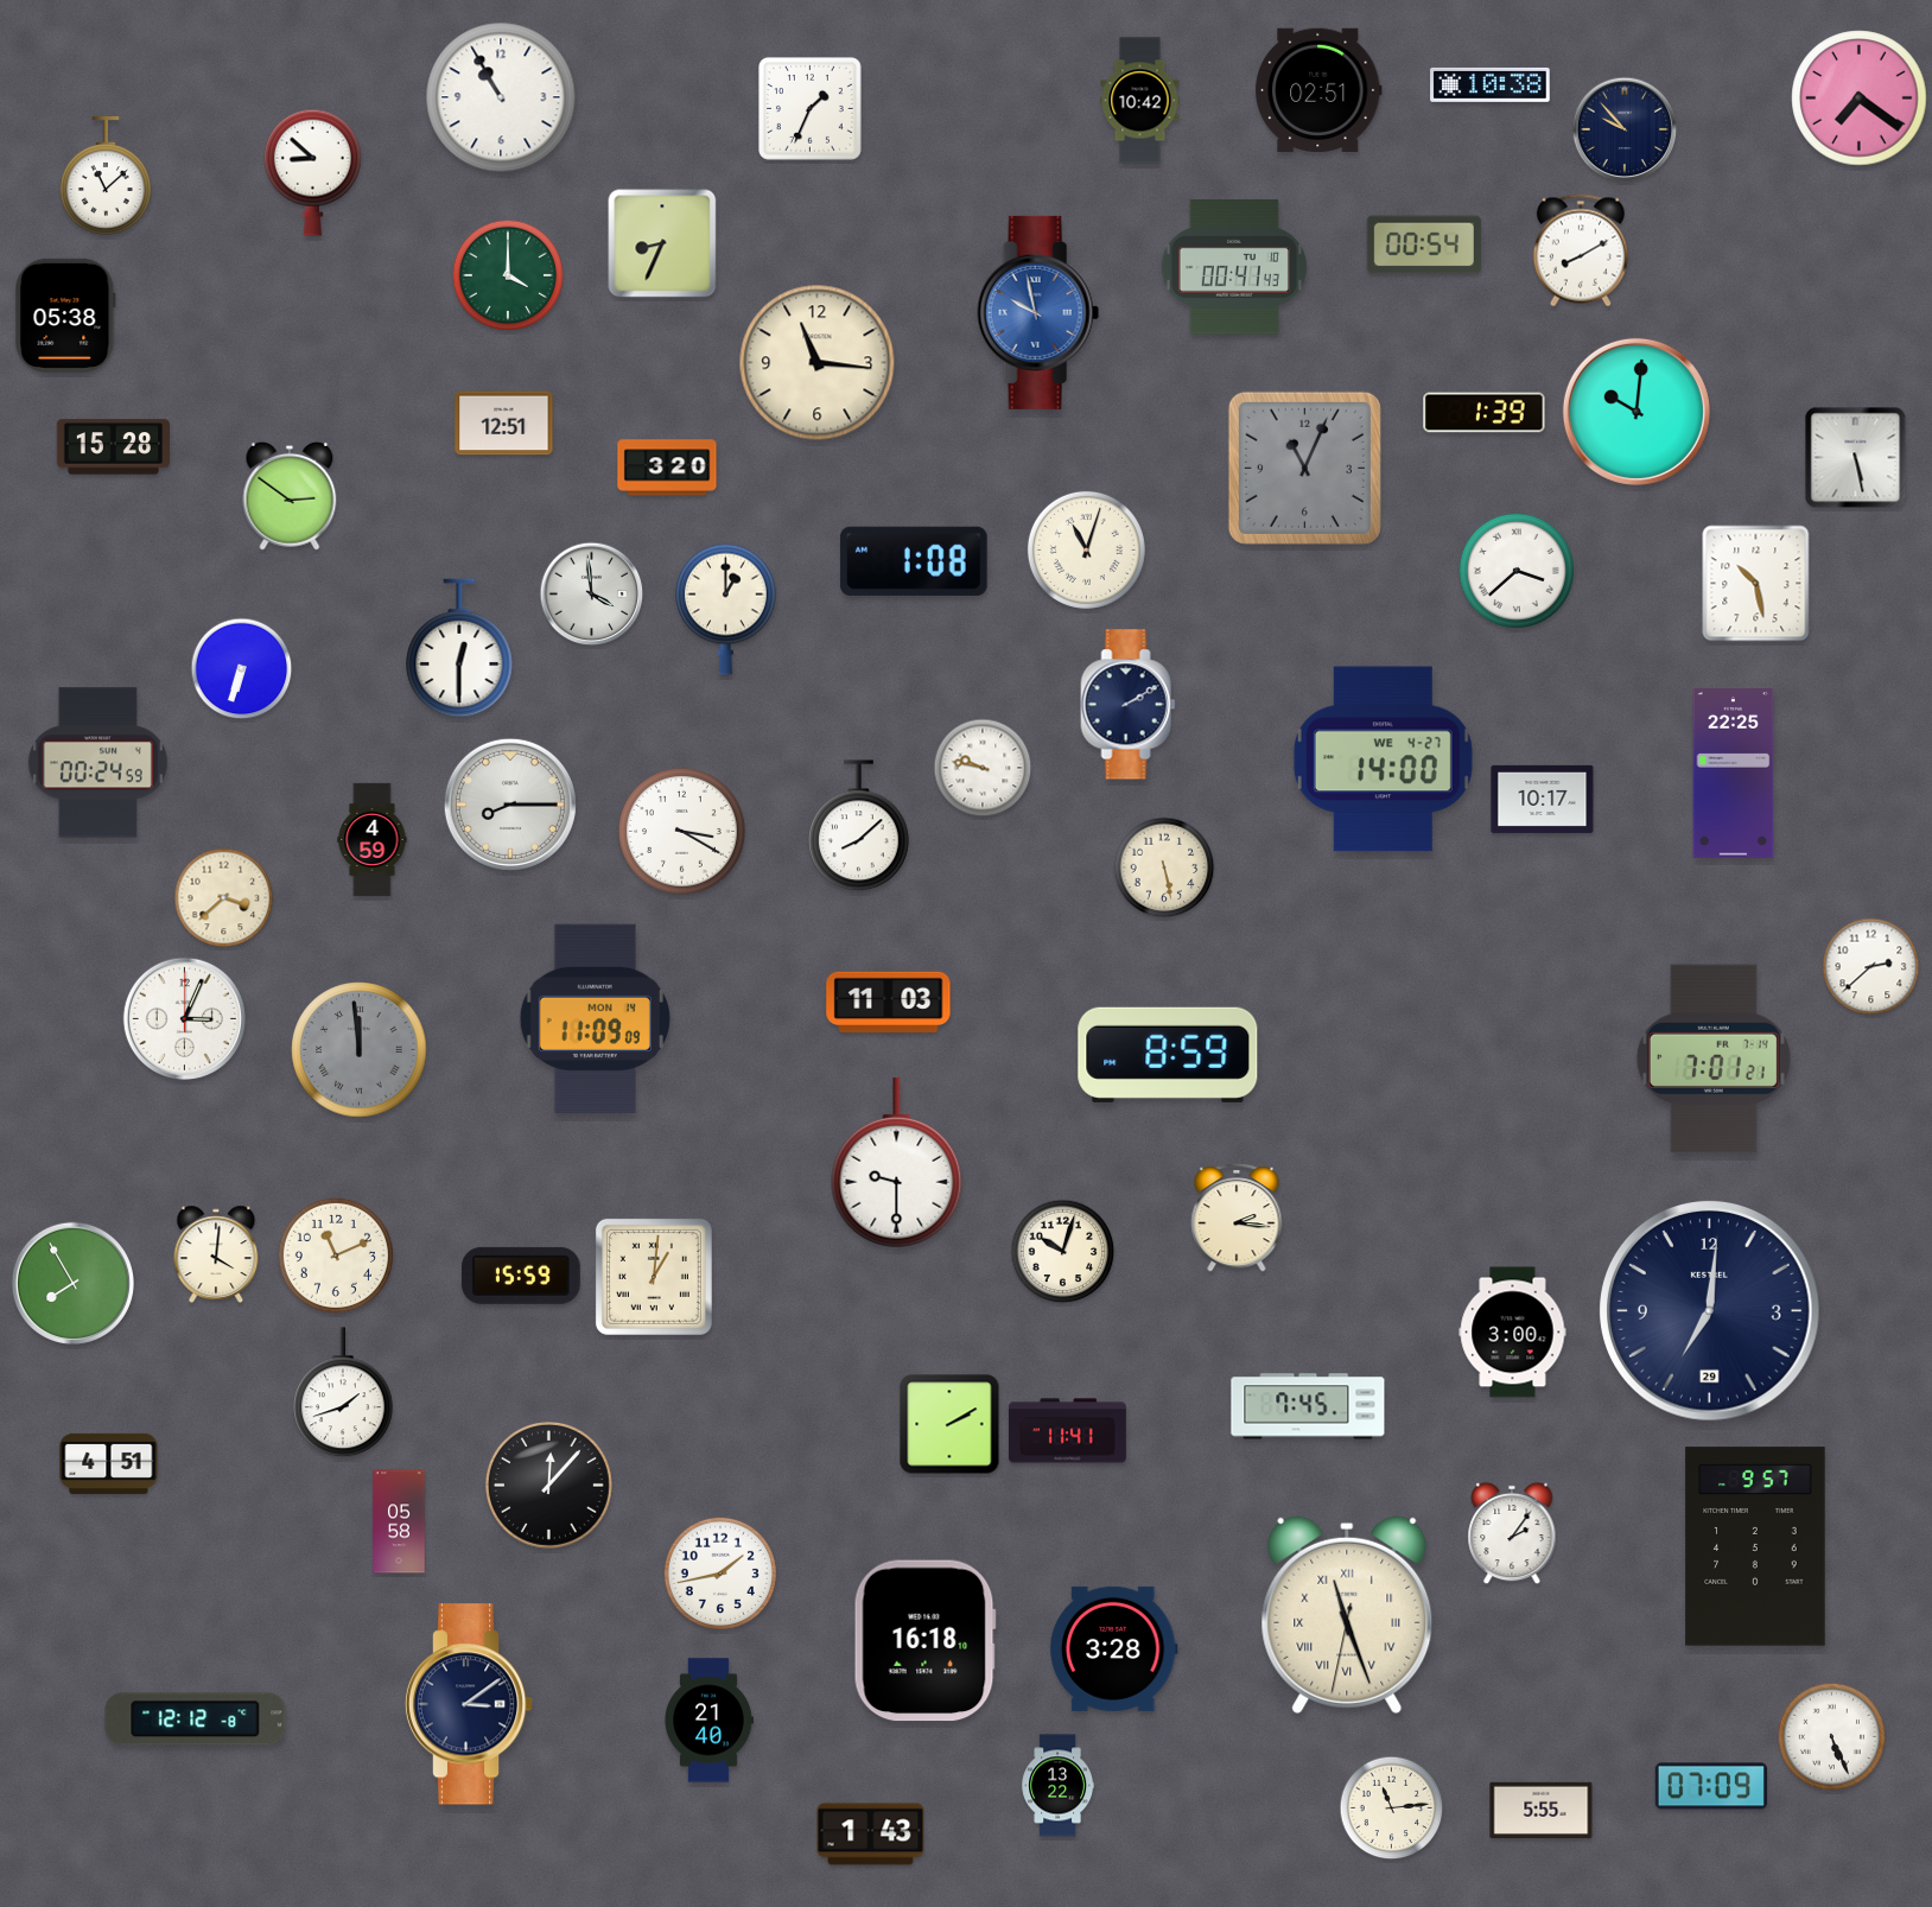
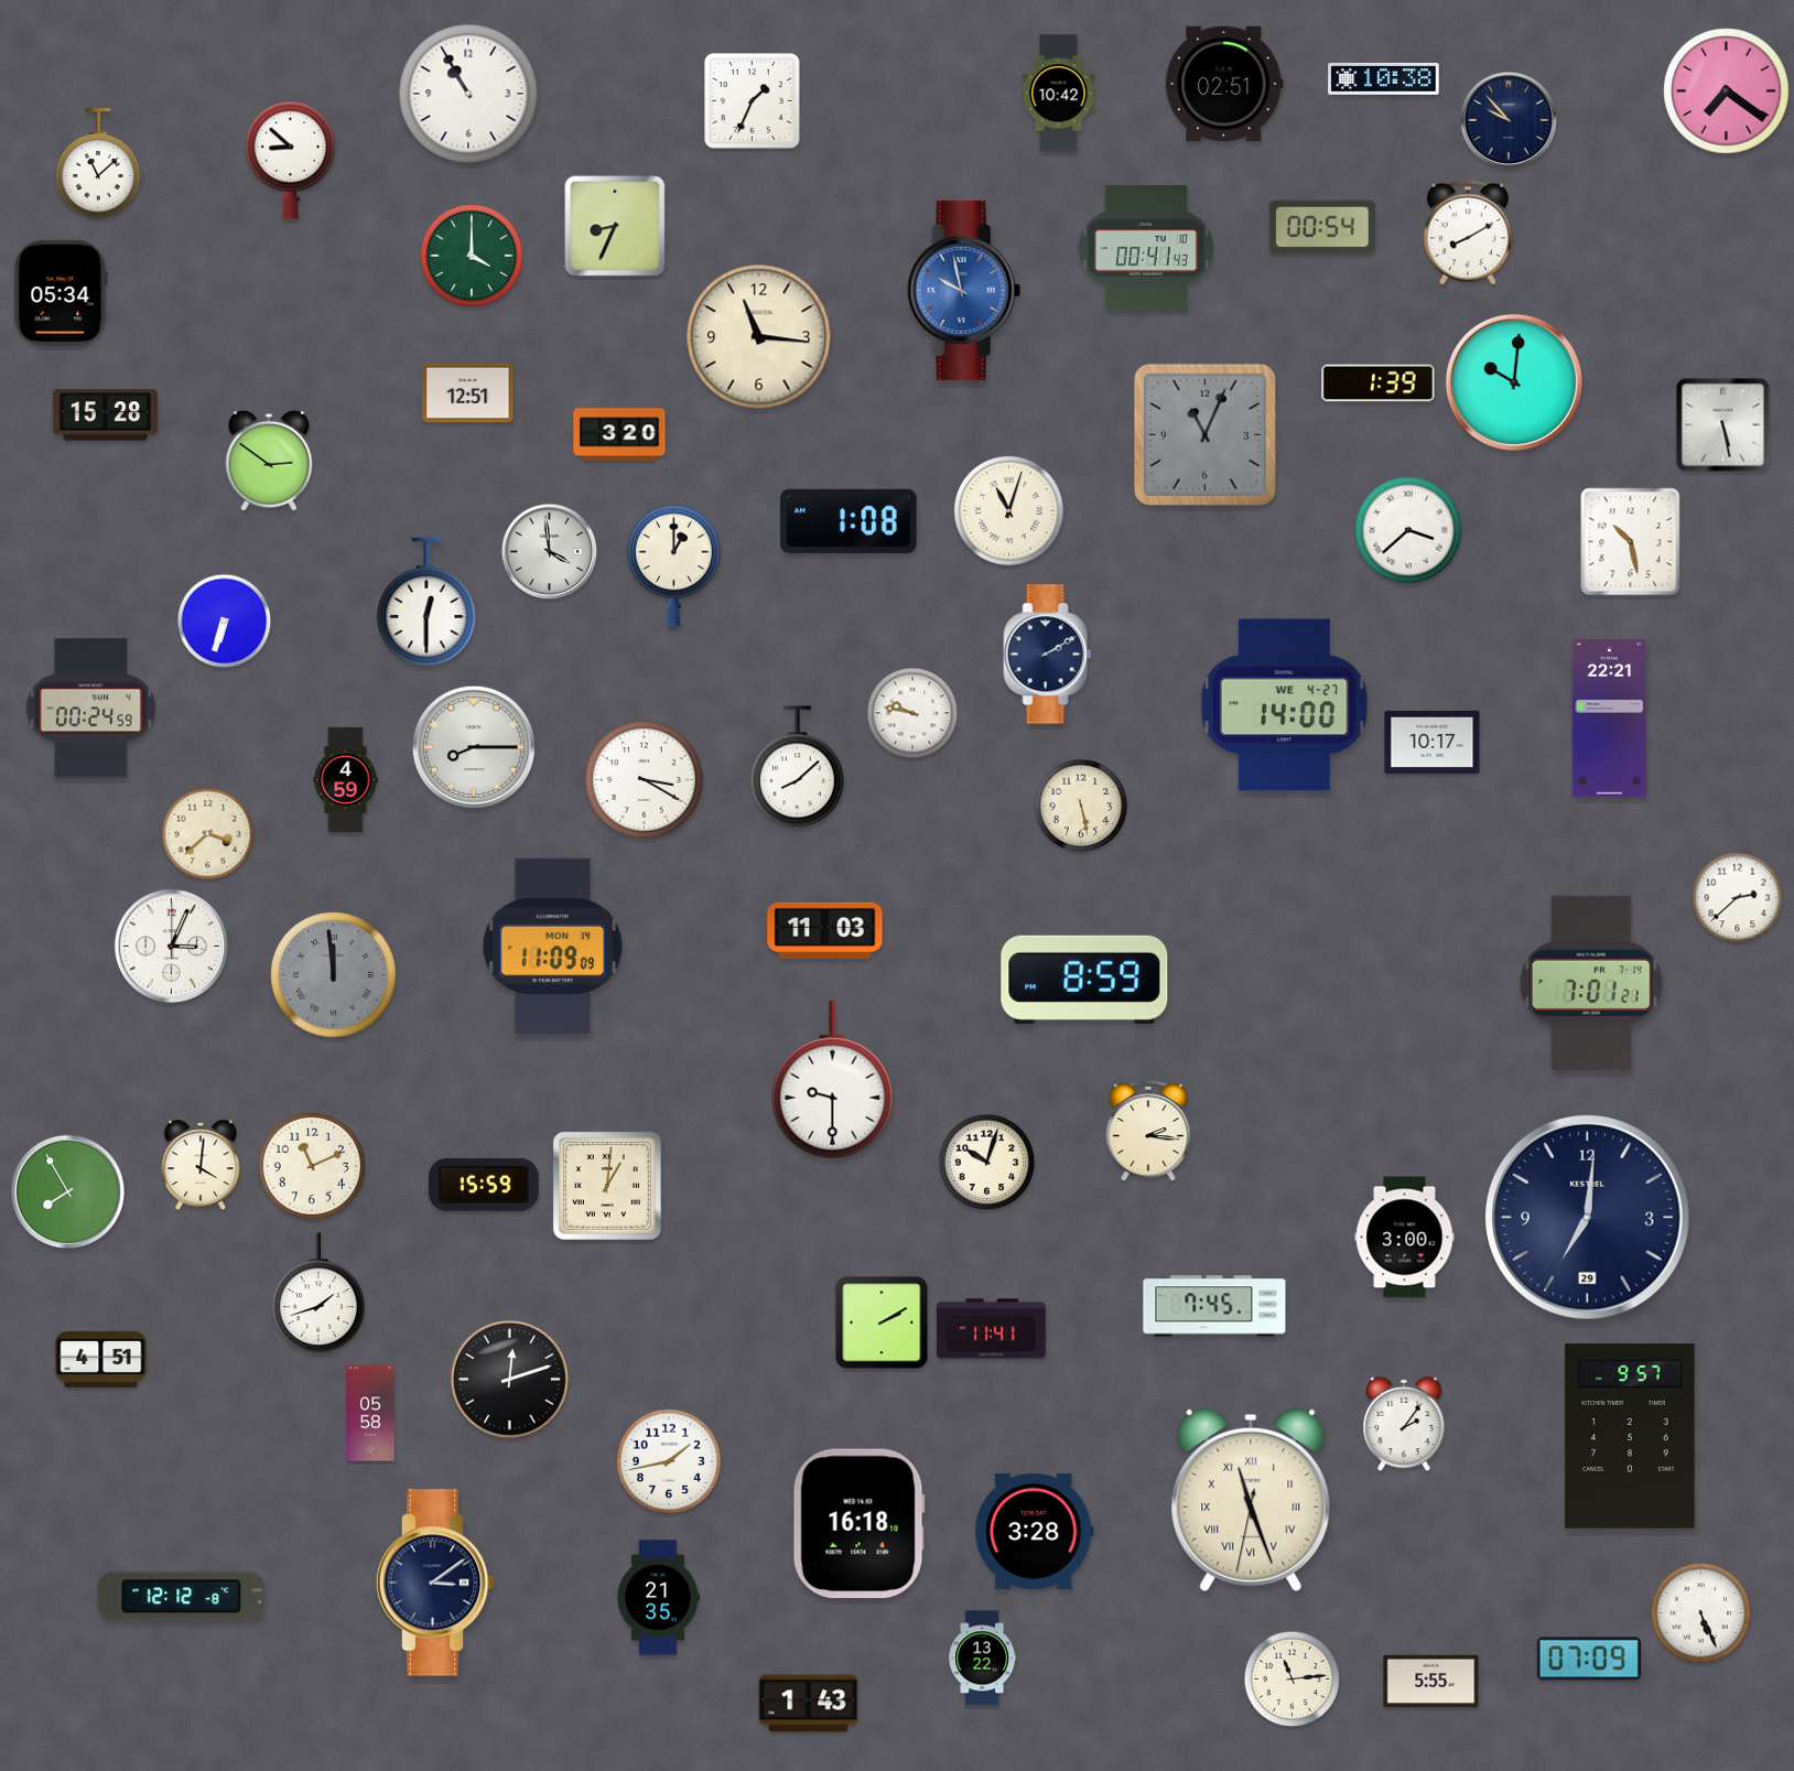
clock at (501, 97) position: (501, 97) -> (468, 94)
clock at (65, 316): 05:38 -> 05:34
clock at (1637, 412) position: (1637, 412) -> (1514, 382)
clock at (1304, 468) position: (1304, 468) -> (1204, 434)
clock at (1734, 774): 22:25 -> 22:21
clock at (682, 832) position: (682, 832) -> (645, 780)
clock at (549, 1486): 12:07 -> 12:12
clock at (708, 1721): 21:40 -> 21:35
